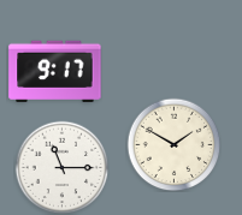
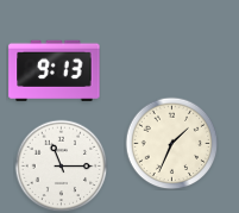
clock at (55, 71): 9:17 -> 9:13
clock at (173, 144): 1:50 -> 1:34
